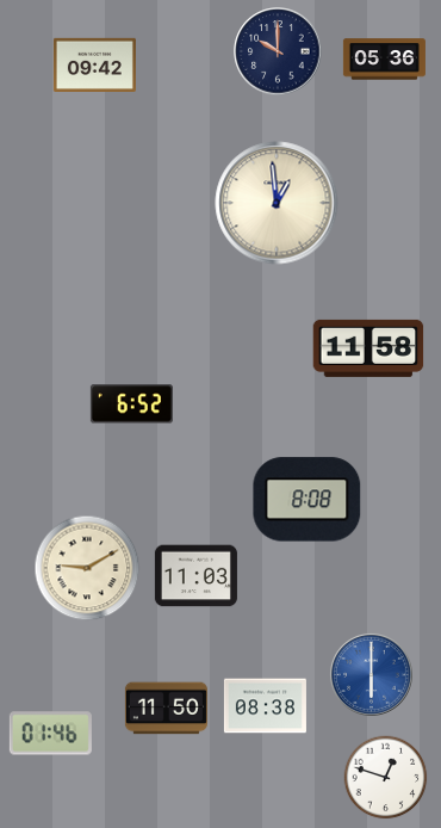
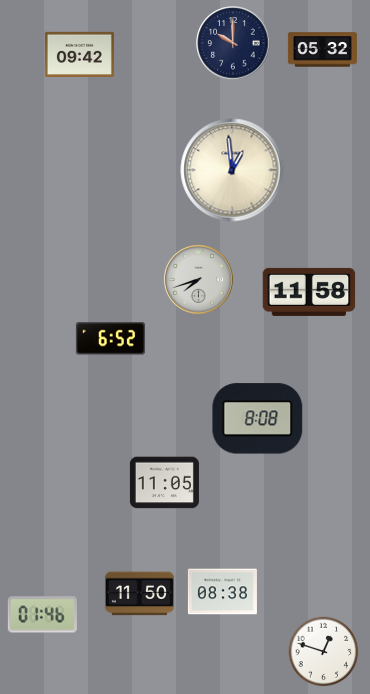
clock at (384, 60): 05:36 -> 05:32
clock at (198, 279): none -> 7:42
clock at (87, 568): 9:10 -> none
clock at (195, 576): 11:03 -> 11:05
clock at (371, 674): 6:00 -> none
